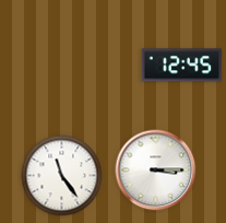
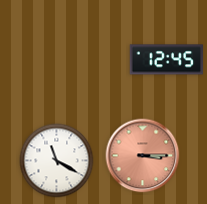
clock at (156, 171) dial: white -> salmon
clock at (62, 176): 11:24 -> 11:20
